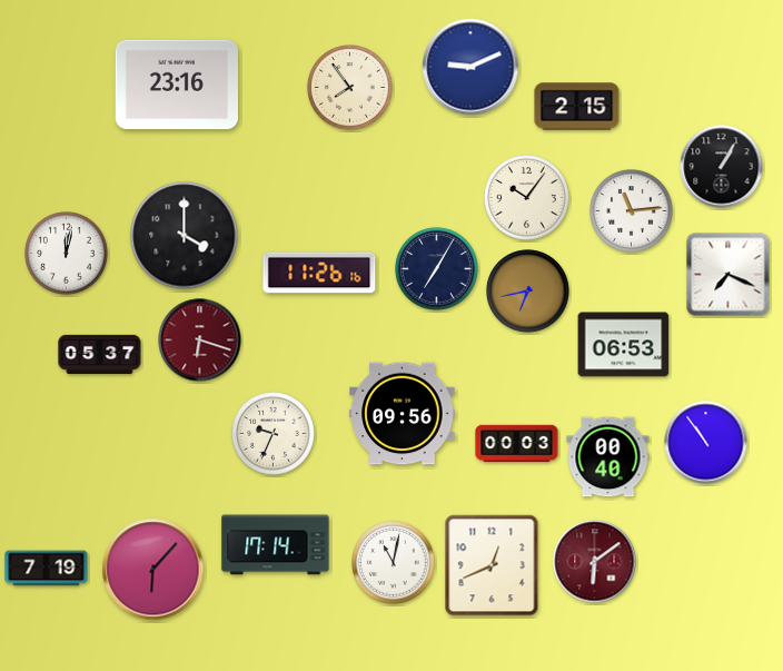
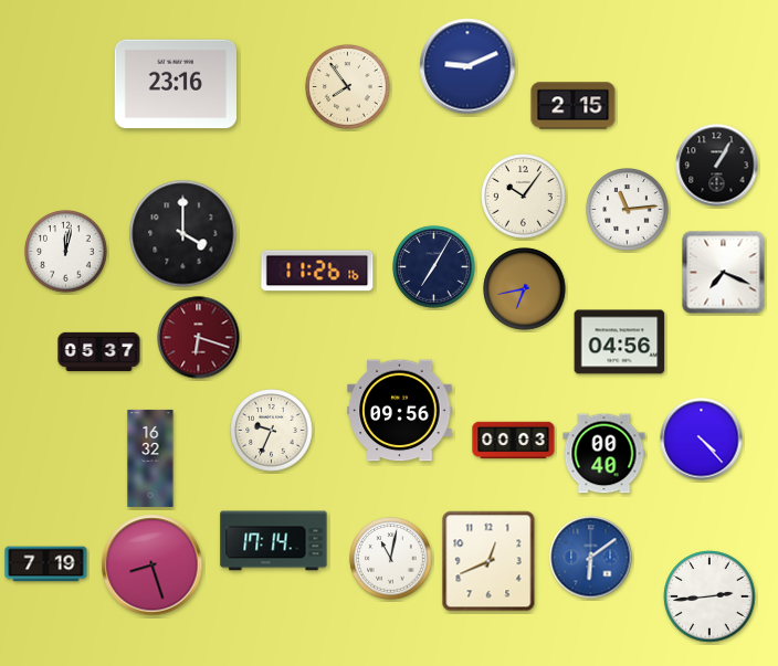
clock at (624, 345): 06:53 -> 04:56
clock at (706, 443): 10:54 -> 4:23
clock at (150, 458): none -> 16:32
clock at (595, 562) dial: burgundy -> blue
clock at (153, 570): 6:07 -> 8:27
clock at (709, 596): none -> 2:44
